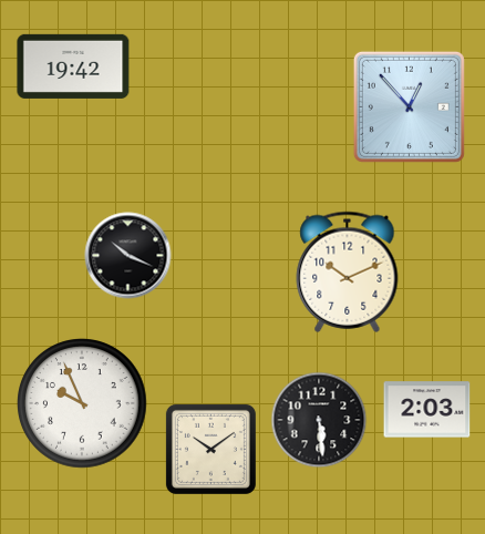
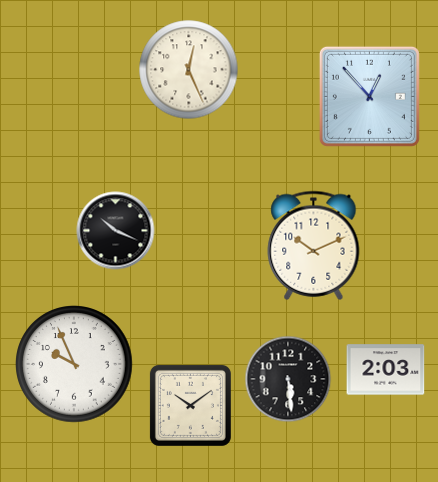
clock at (73, 66): 19:42 -> none
clock at (189, 70): none -> 12:26
